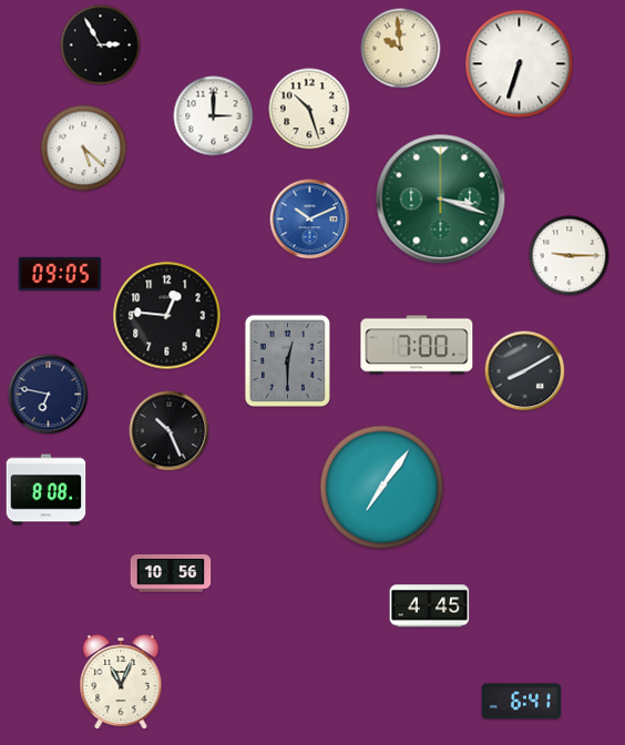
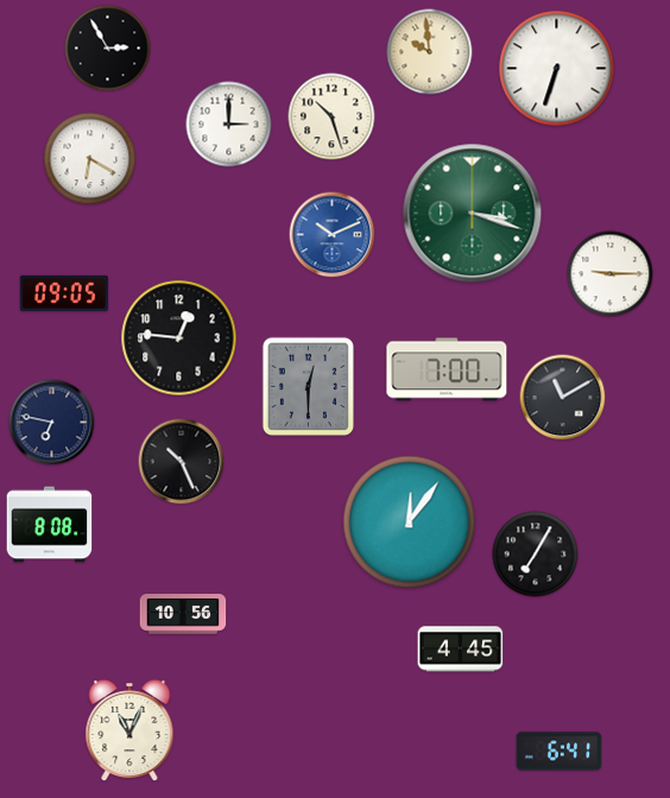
clock at (84, 149): 5:22 -> 6:20
clock at (525, 371): 8:10 -> 11:10
clock at (382, 488): 7:06 -> 12:06
clock at (536, 555): none -> 7:05
